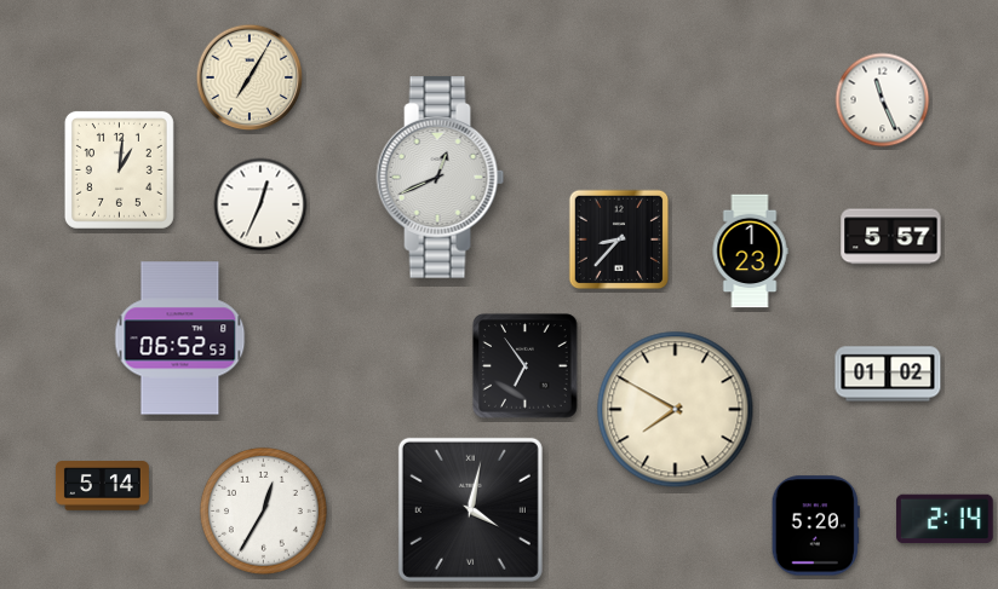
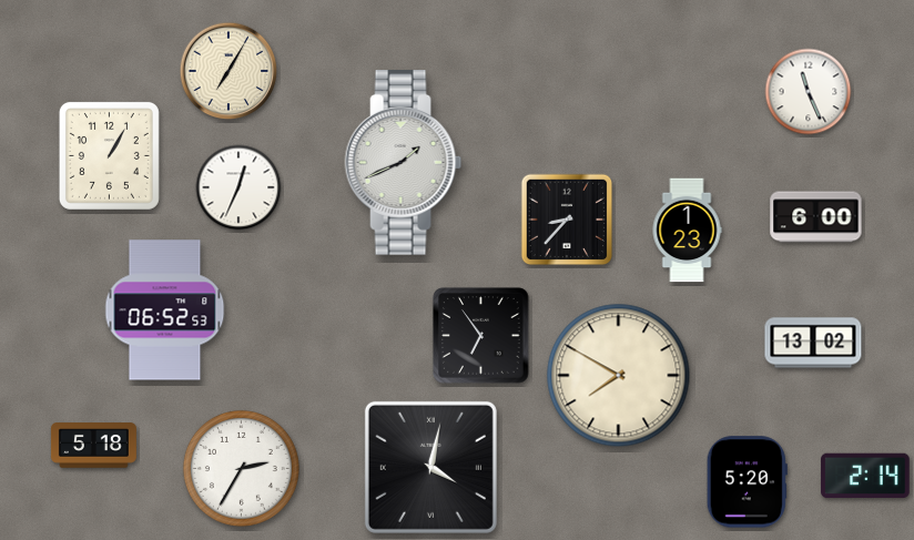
clock at (119, 169): 1:01 -> 1:05
clock at (441, 178): 12:41 -> 1:41
clock at (891, 237): 5:57 -> 6:00
clock at (888, 374): 01:02 -> 13:02
clock at (102, 486): 5:14 -> 5:18
clock at (263, 510): 12:35 -> 2:35
